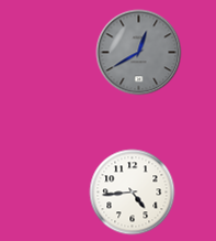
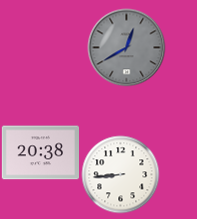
clock at (40, 153): none -> 20:38
clock at (132, 191): 4:44 -> 8:44
